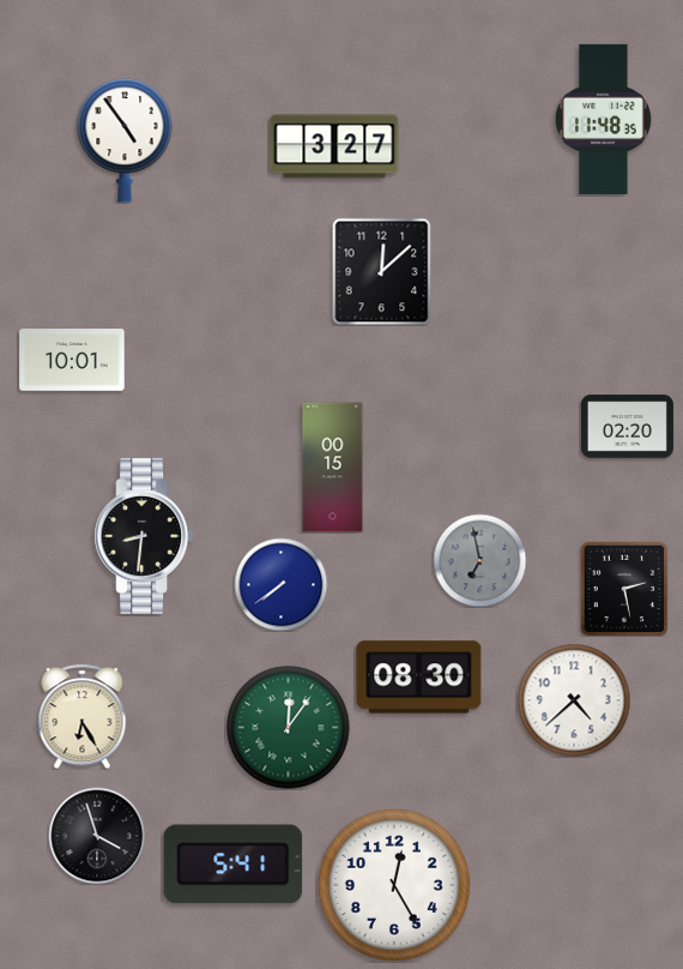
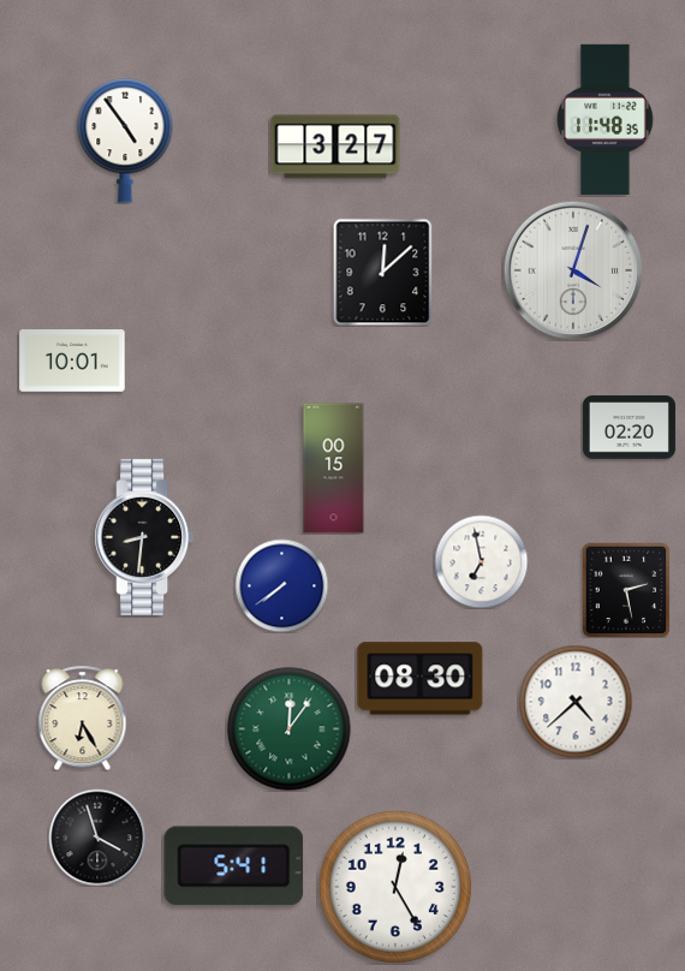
clock at (572, 269): none -> 4:03
clock at (479, 560) dial: grey -> white
